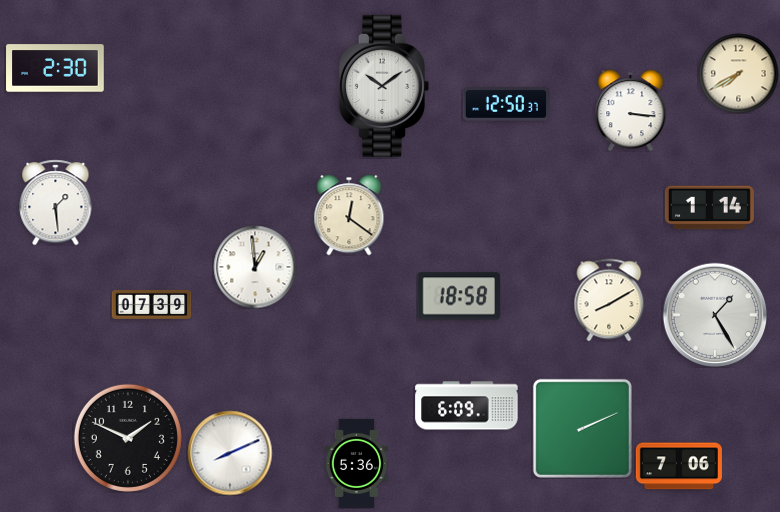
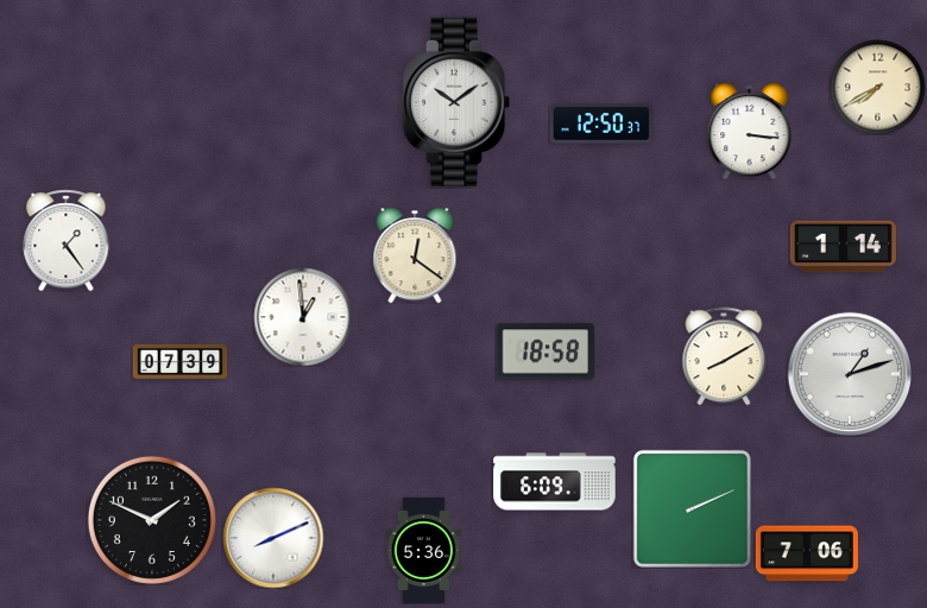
clock at (55, 68): 2:30 -> none
clock at (56, 202): 1:29 -> 1:24
clock at (715, 315): 1:25 -> 1:12
